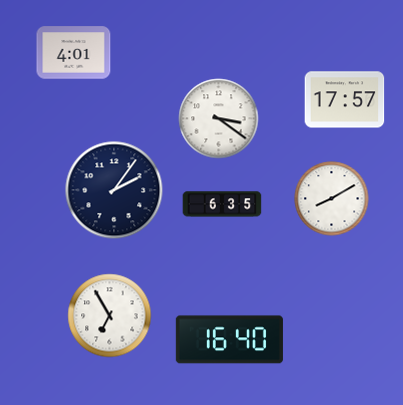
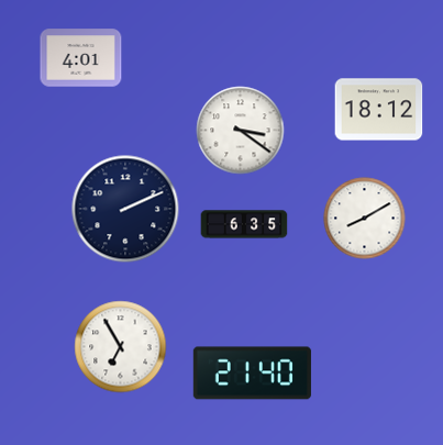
clock at (345, 100): 17:57 -> 18:12
clock at (114, 190): 2:06 -> 2:11
clock at (229, 340): 16:40 -> 21:40
